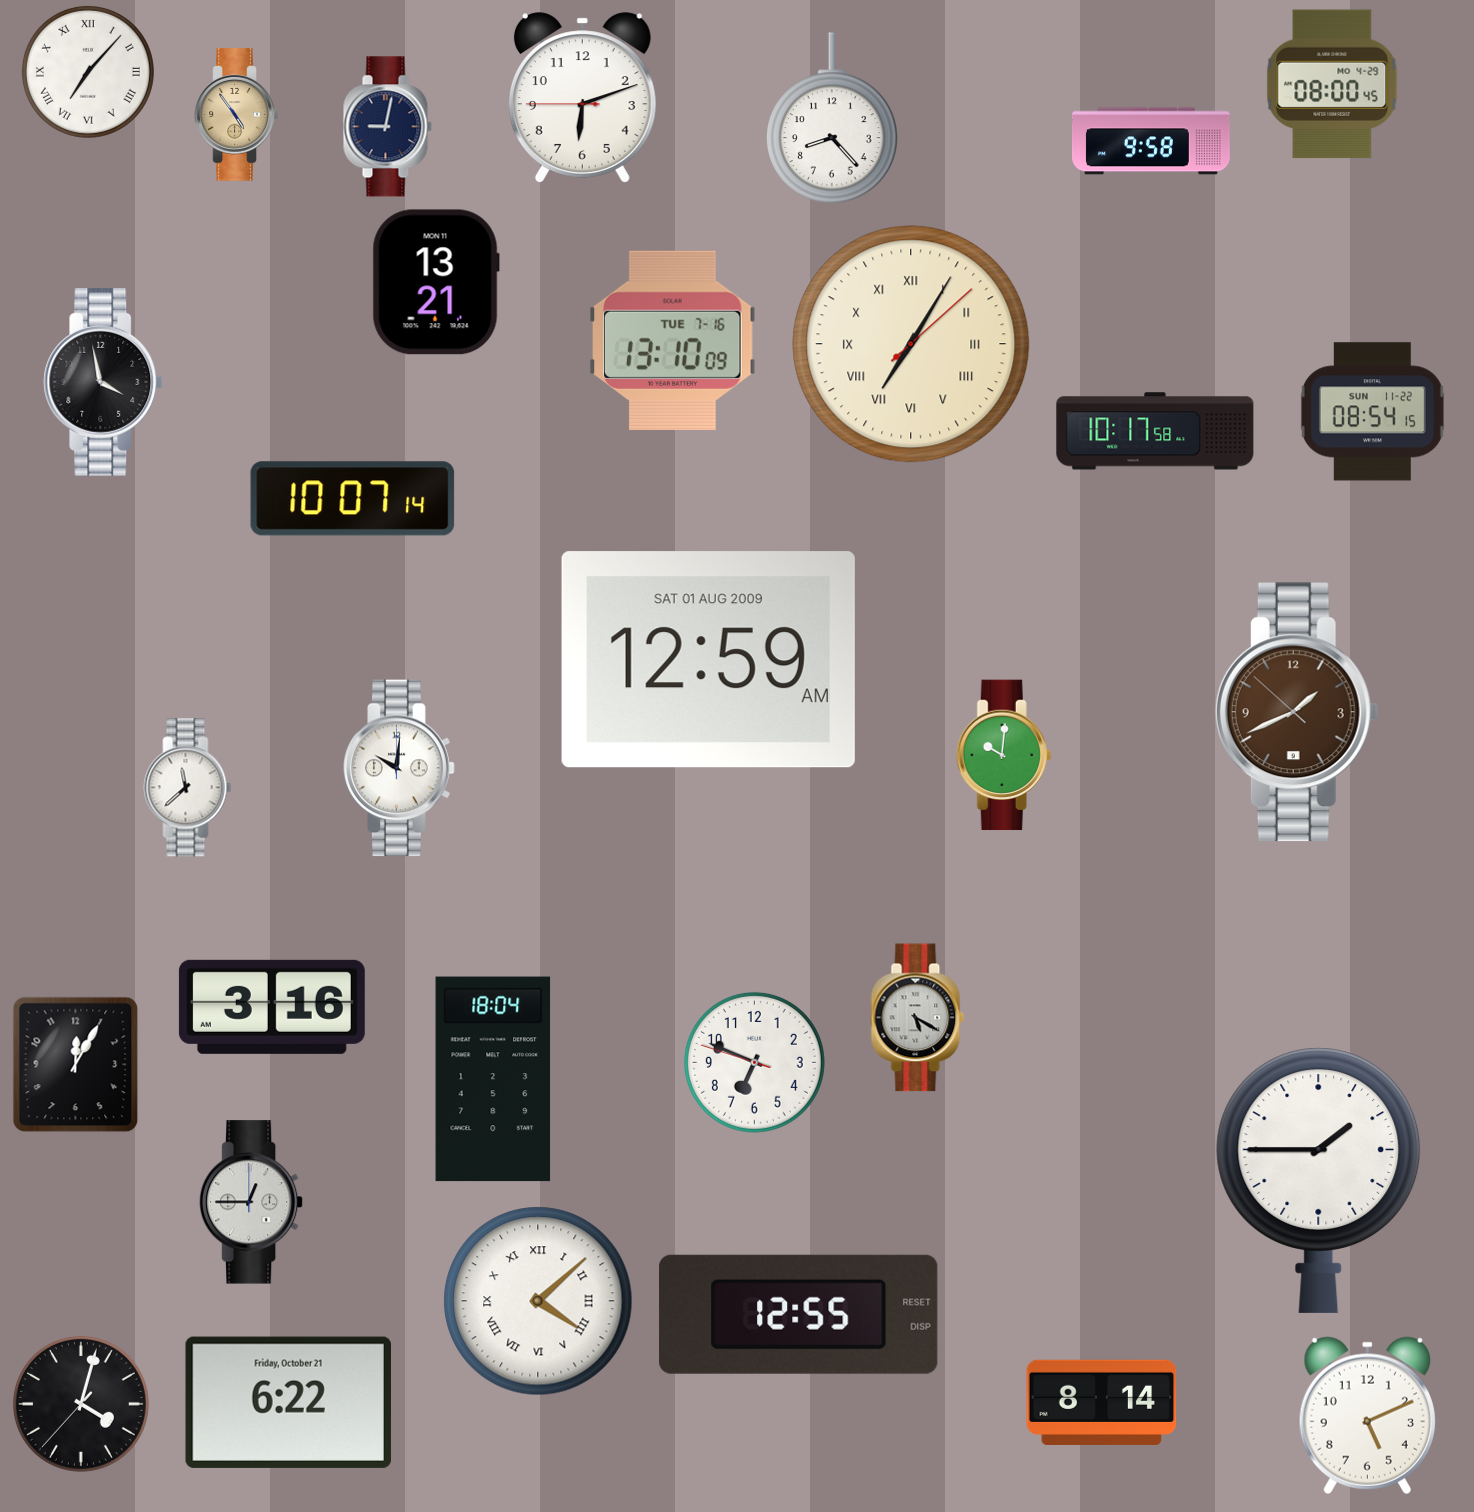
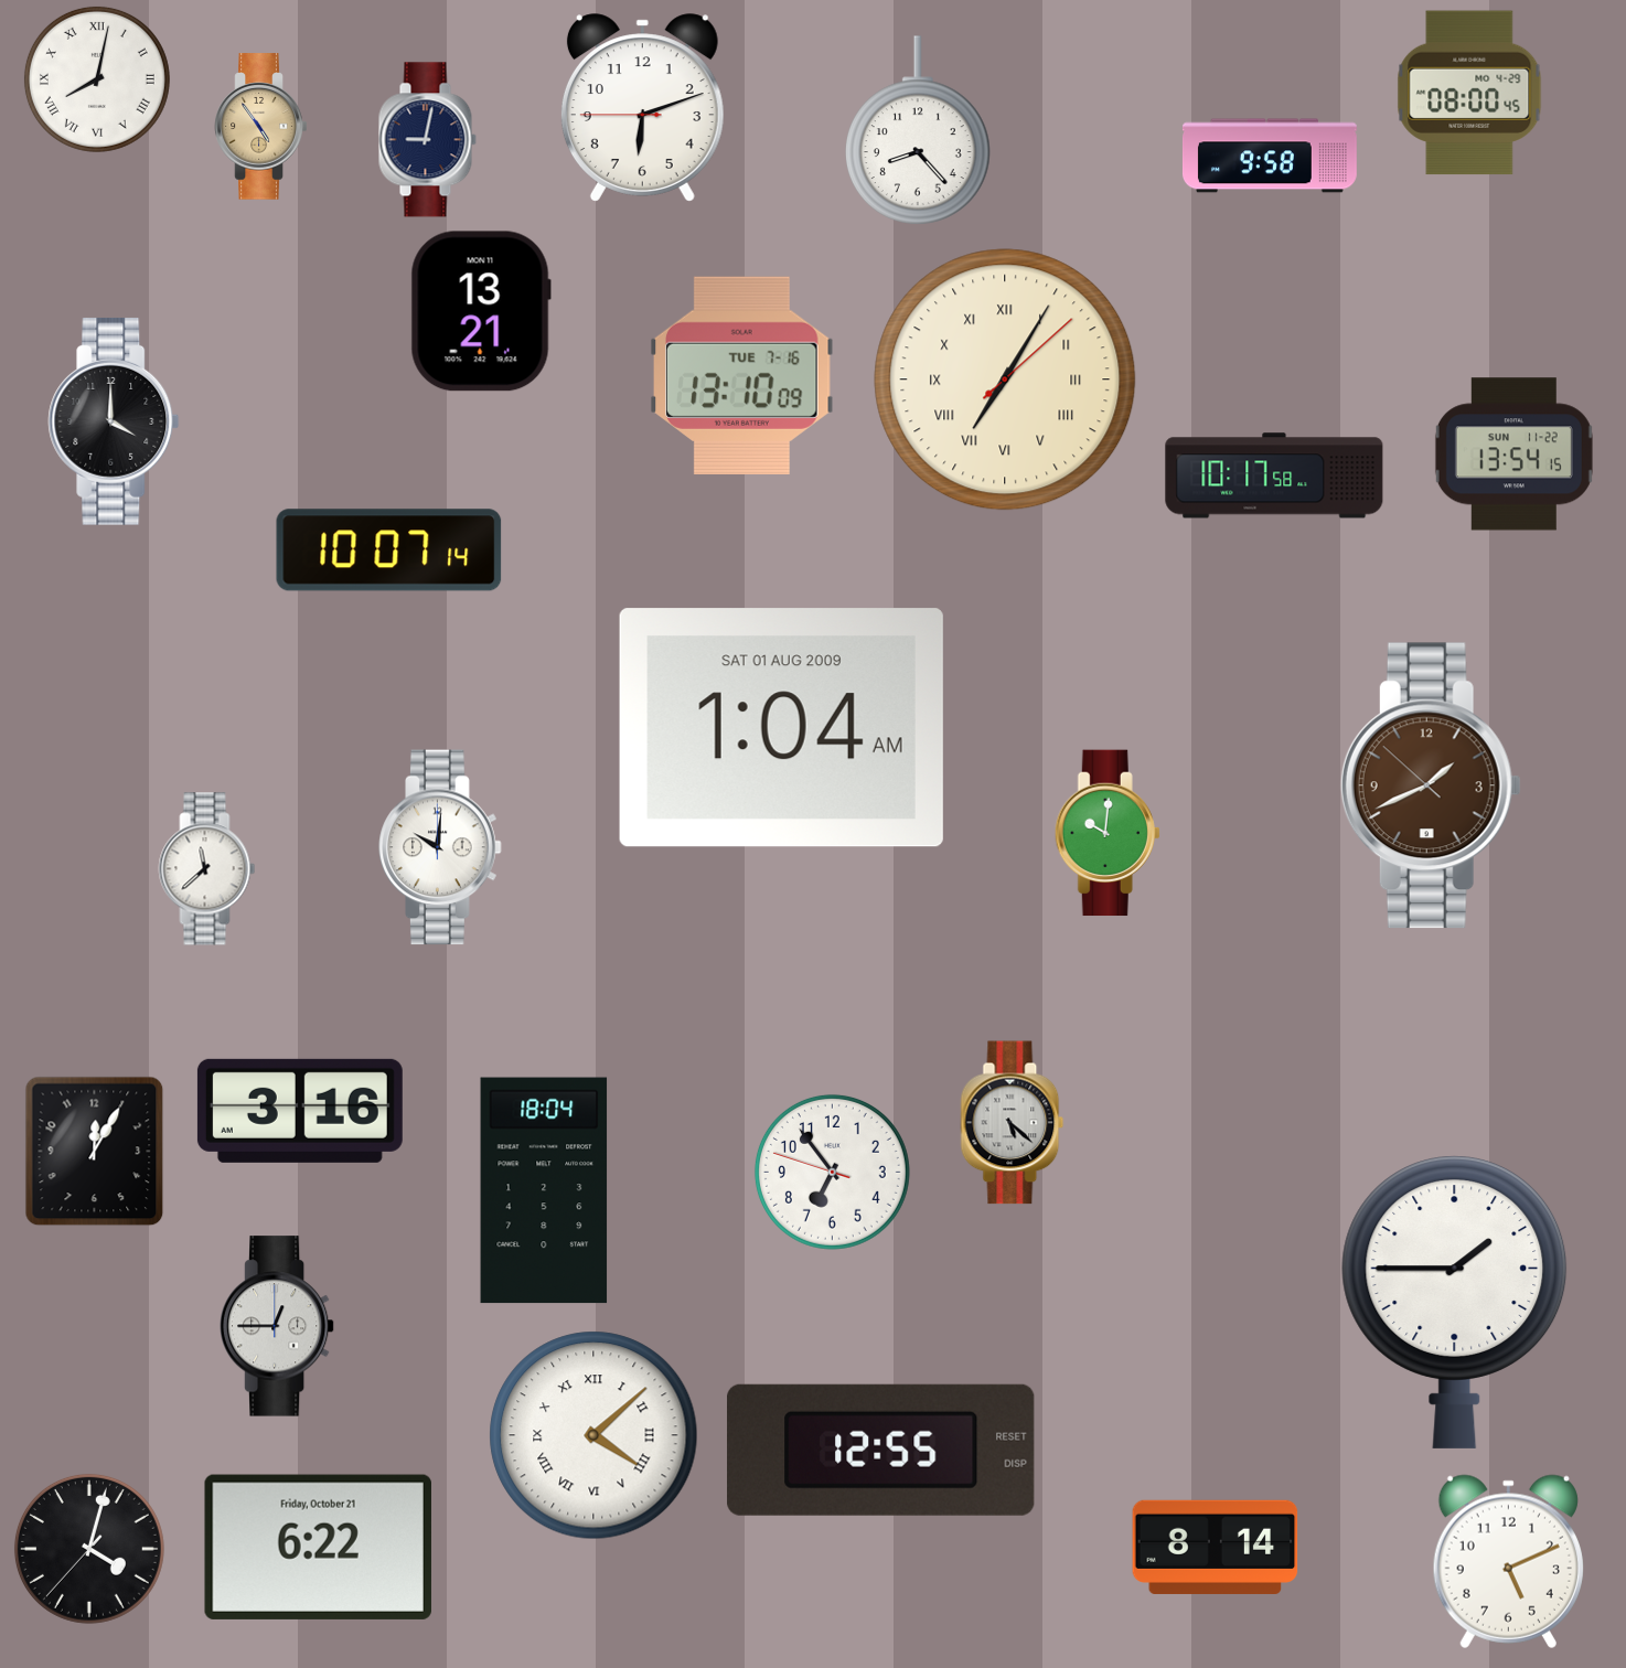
clock at (88, 72): 7:07 -> 8:02
clock at (103, 382): 3:58 -> 4:00
clock at (1372, 412): 08:54 -> 13:54
clock at (708, 660): 12:59 -> 1:04
clock at (918, 1018): 5:20 -> 5:22
clock at (754, 1062): 6:48 -> 6:53
clock at (76, 1065) position: (76, 1065) -> (95, 1152)
